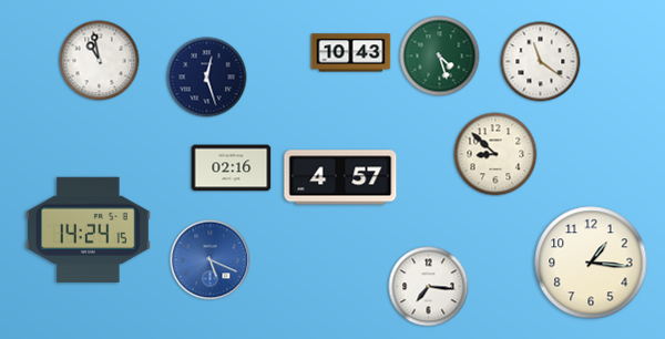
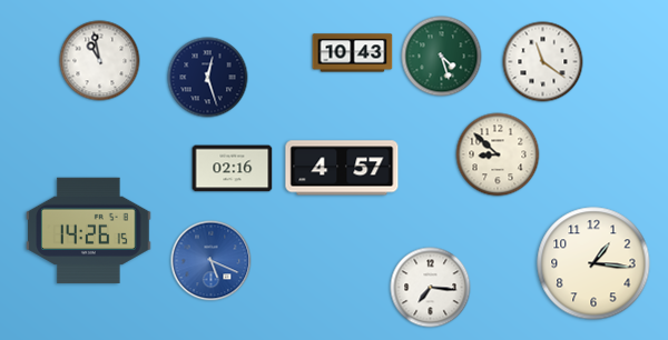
clock at (340, 177) position: (340, 177) -> (342, 168)
clock at (89, 229): 14:24 -> 14:26
